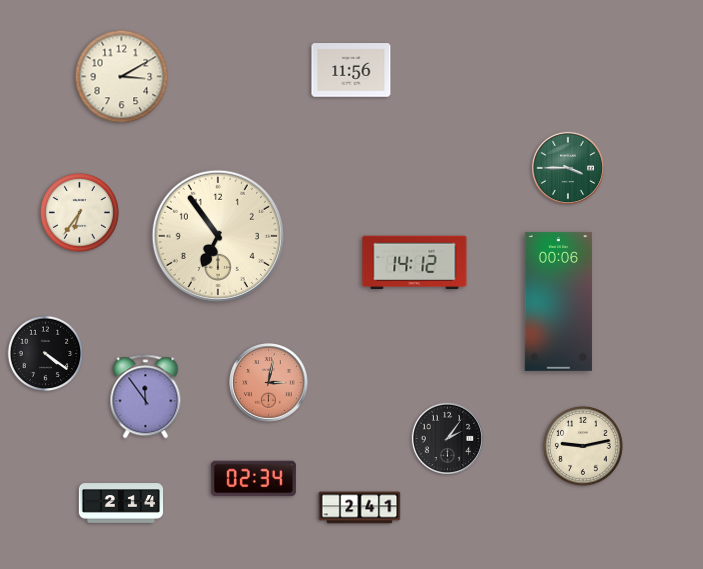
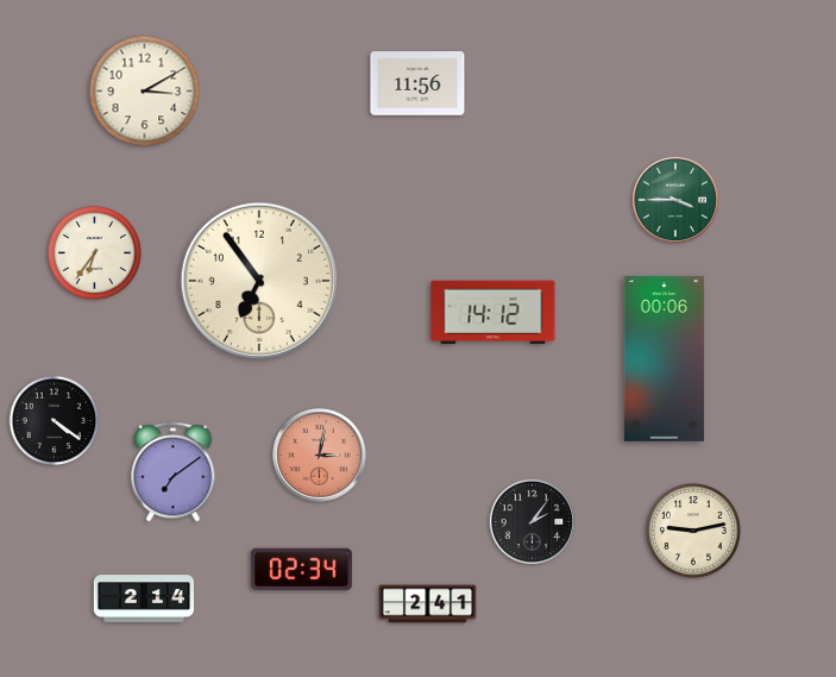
clock at (146, 397): 11:54 -> 7:09
